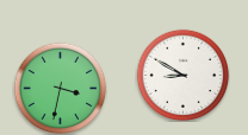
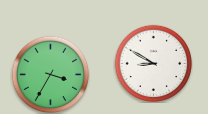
clock at (60, 88): 3:32 -> 3:35
